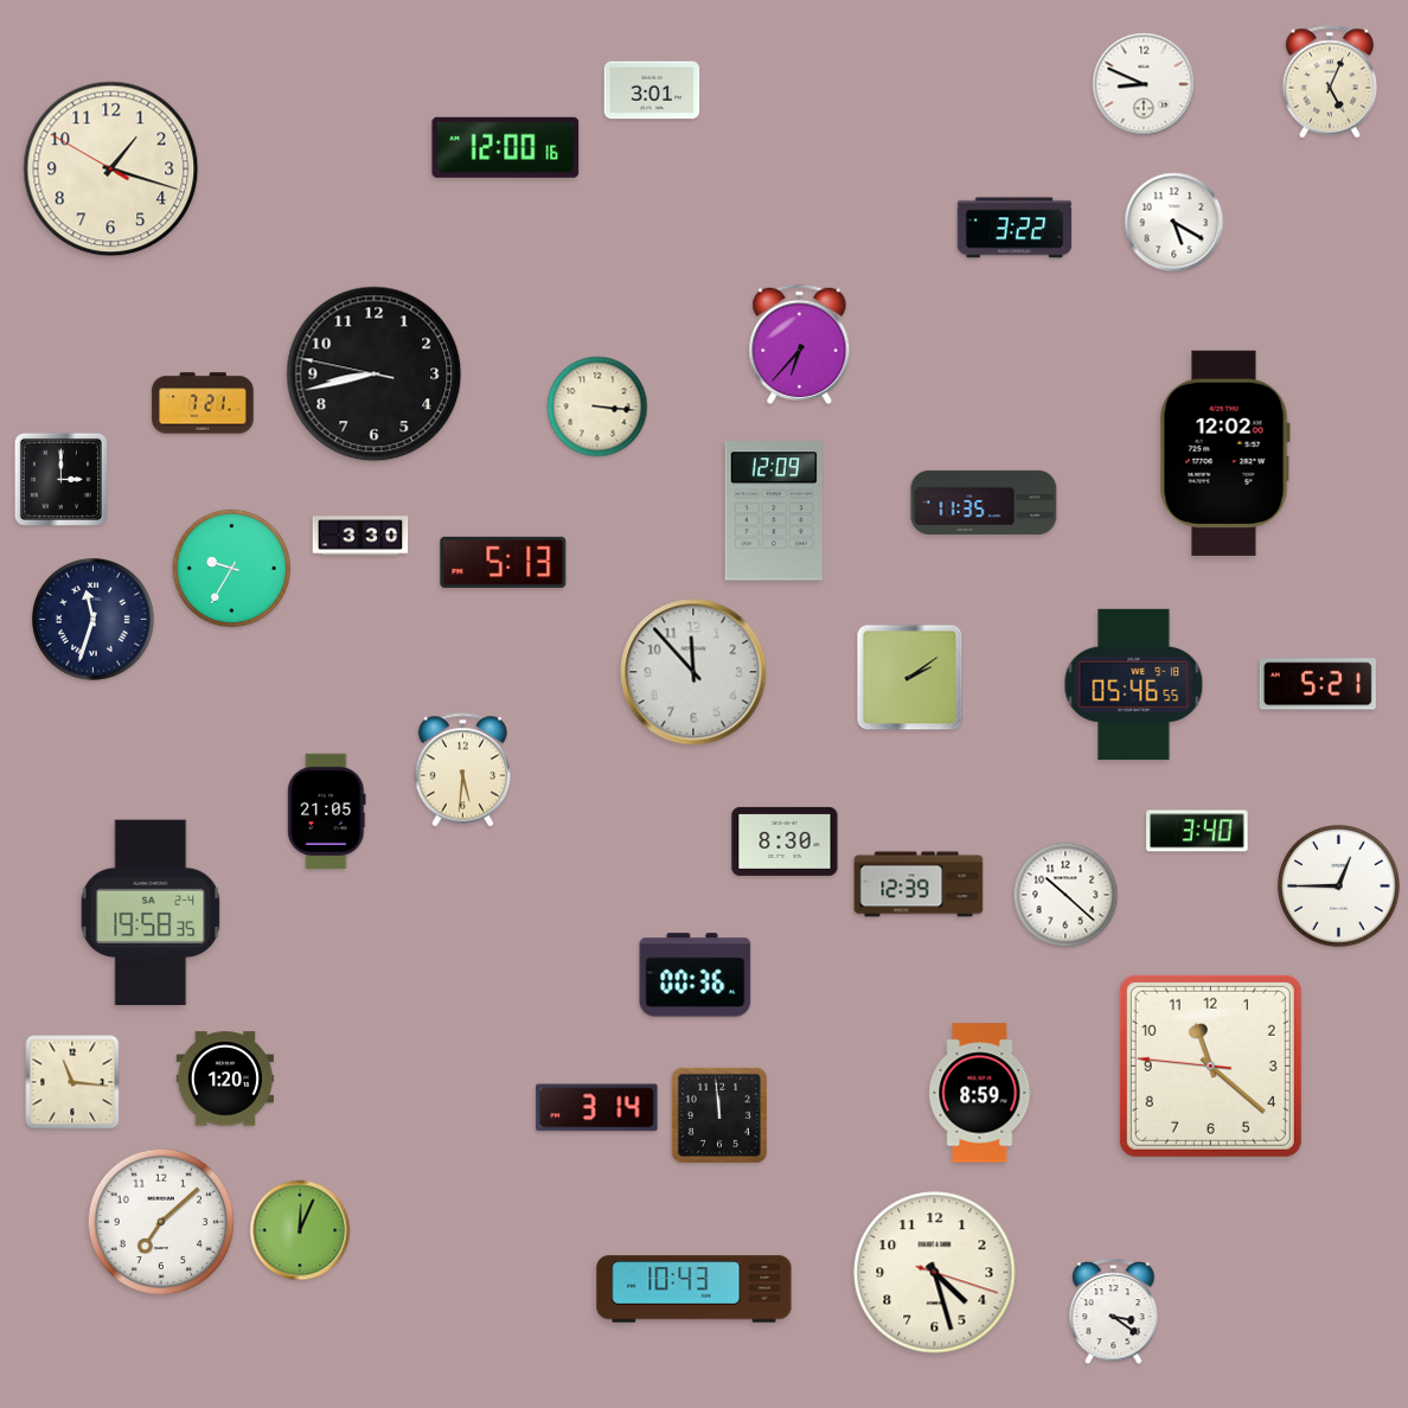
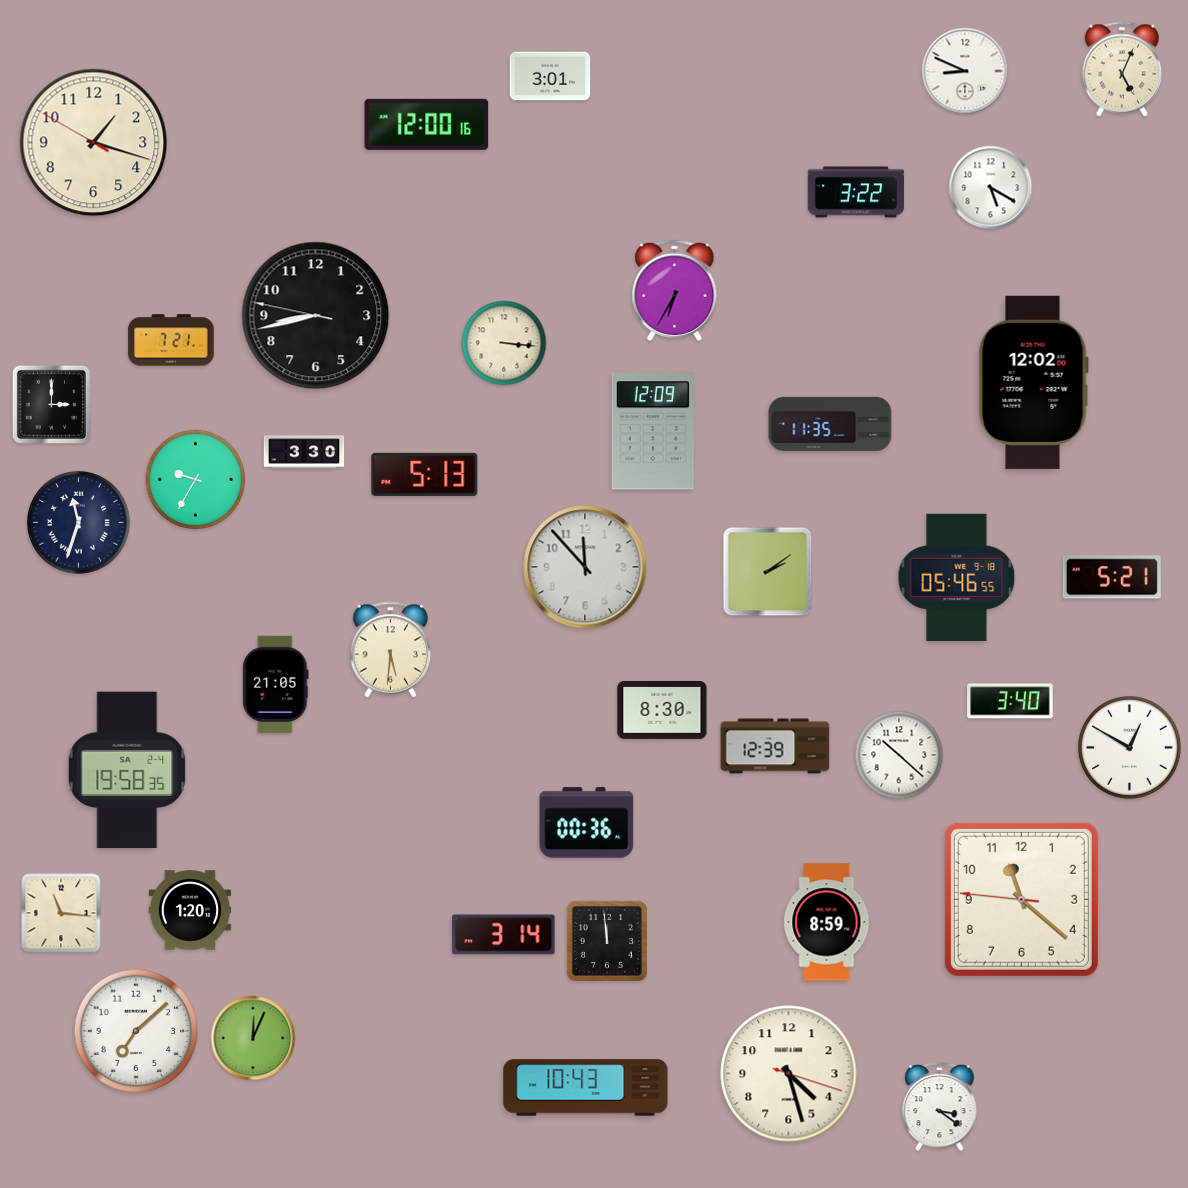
clock at (800, 344): 6:37 -> 6:35
clock at (1338, 885): 12:45 -> 12:50
